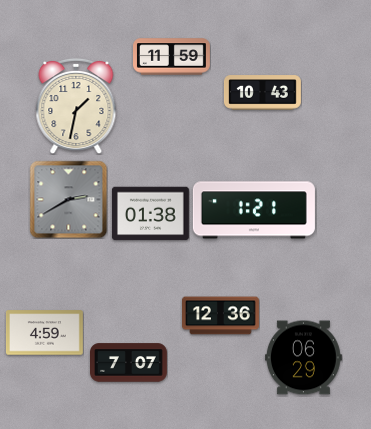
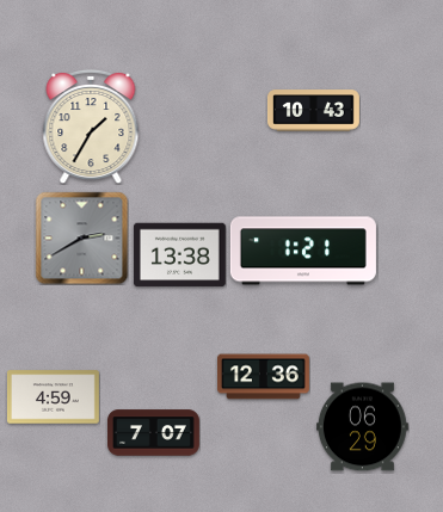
clock at (172, 57): 11:59 -> none
clock at (76, 106): 1:32 -> 1:35
clock at (150, 214): 01:38 -> 13:38
